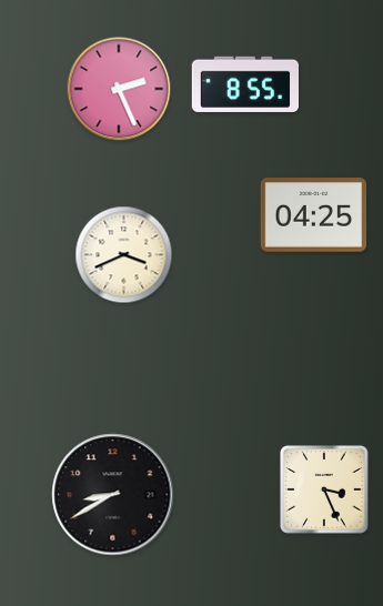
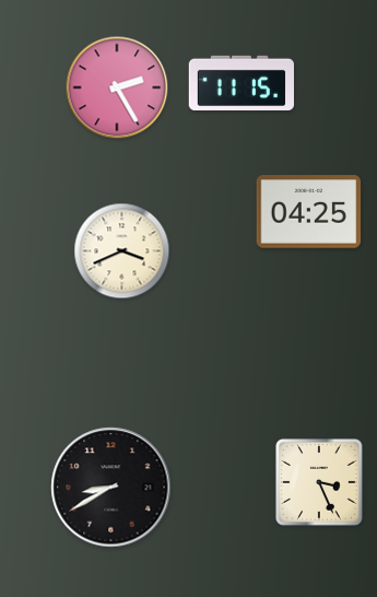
clock at (244, 84): 8:55 -> 11:15
clock at (119, 89): 2:26 -> 2:25
